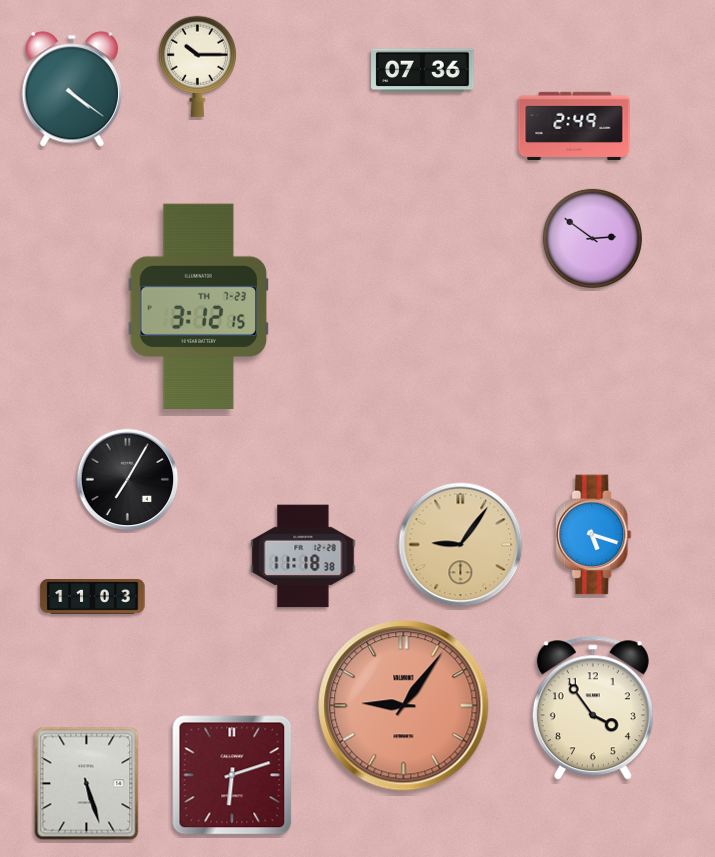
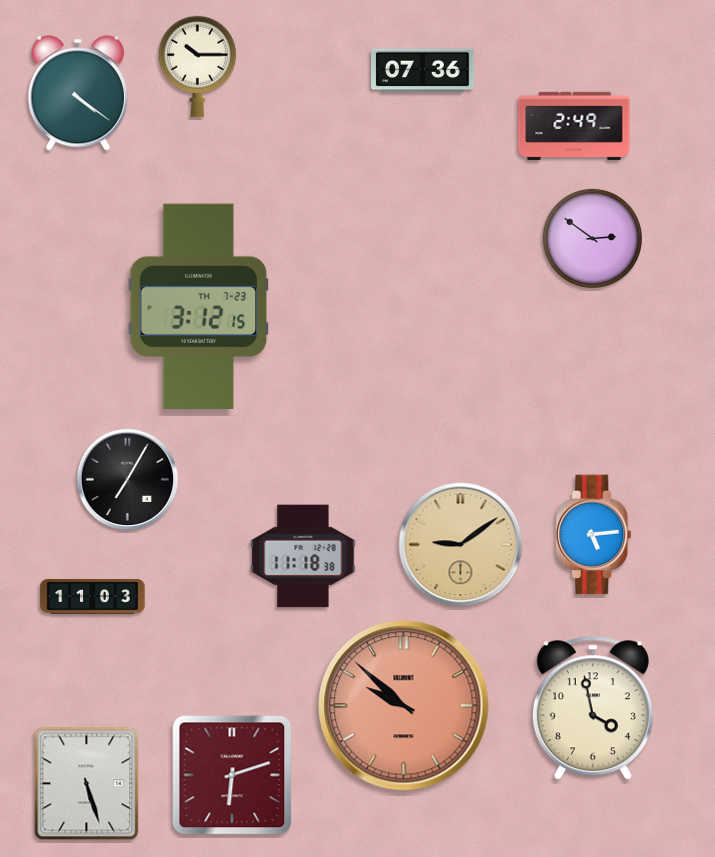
clock at (72, 89) position: (72, 89) -> (78, 93)
clock at (594, 535): 5:18 -> 5:14
clock at (461, 545): 9:06 -> 9:09
clock at (404, 706): 9:06 -> 9:52
clock at (593, 709): 3:54 -> 3:58
